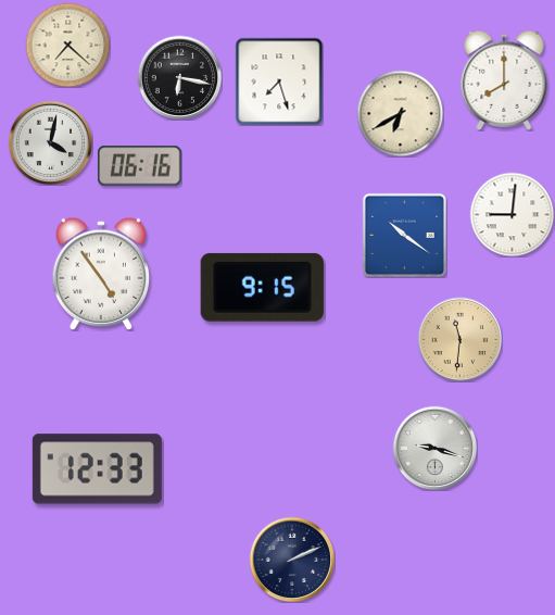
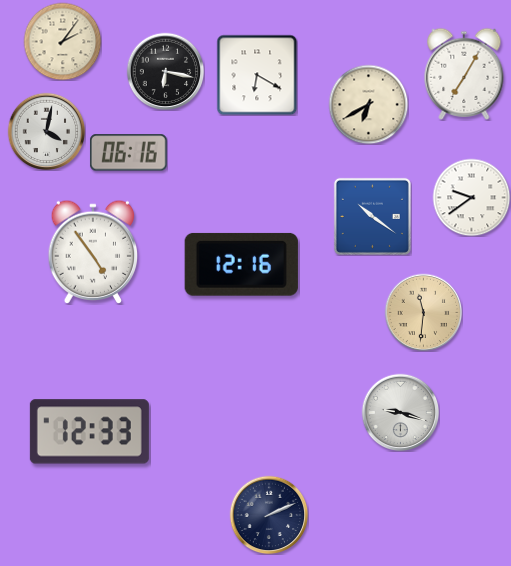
clock at (67, 45): 7:22 -> 2:06
clock at (504, 80): 8:00 -> 7:05
clock at (279, 81): 7:27 -> 6:20
clock at (512, 214): 9:01 -> 9:39
clock at (262, 287): 9:15 -> 12:16
